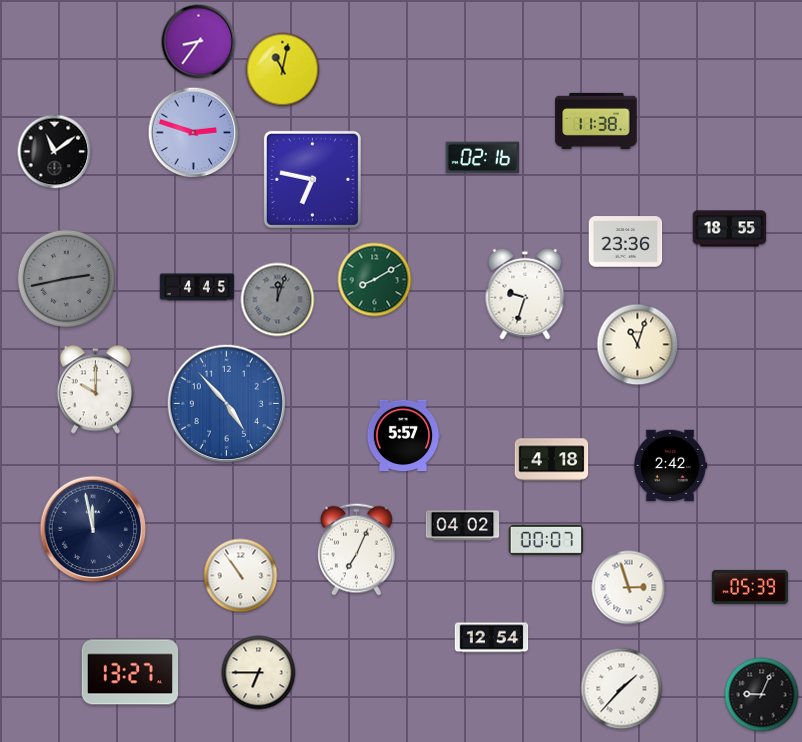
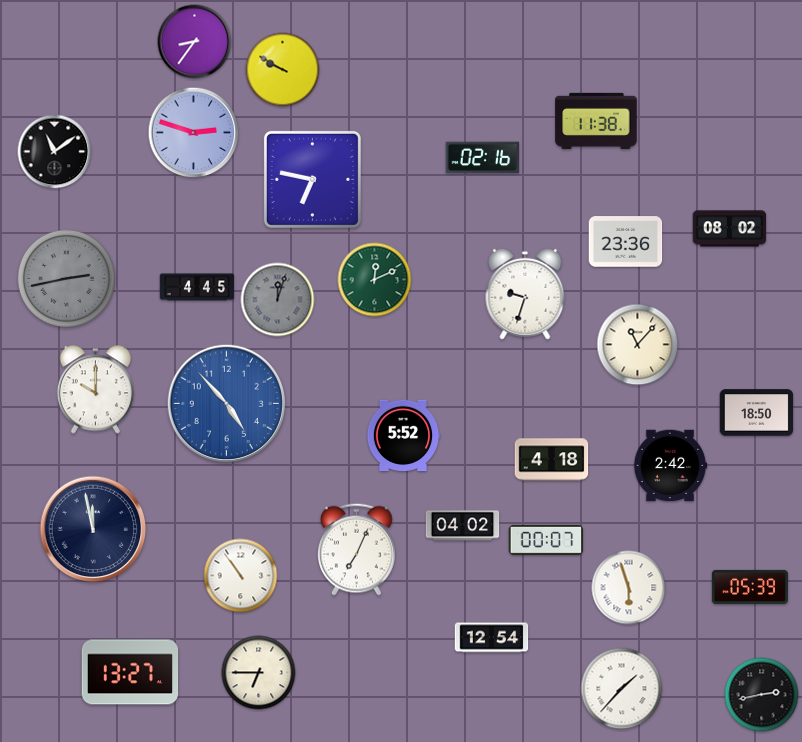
clock at (199, 42) position: (199, 42) -> (195, 42)
clock at (283, 70): 11:02 -> 9:50
clock at (730, 229): 18:55 -> 08:02
clock at (375, 280): 8:10 -> 12:11
clock at (638, 345): 11:03 -> 11:07
clock at (757, 413): none -> 18:50
clock at (403, 436): 5:57 -> 5:52
clock at (629, 588): 2:57 -> 5:57
clock at (762, 695): 9:04 -> 2:43
